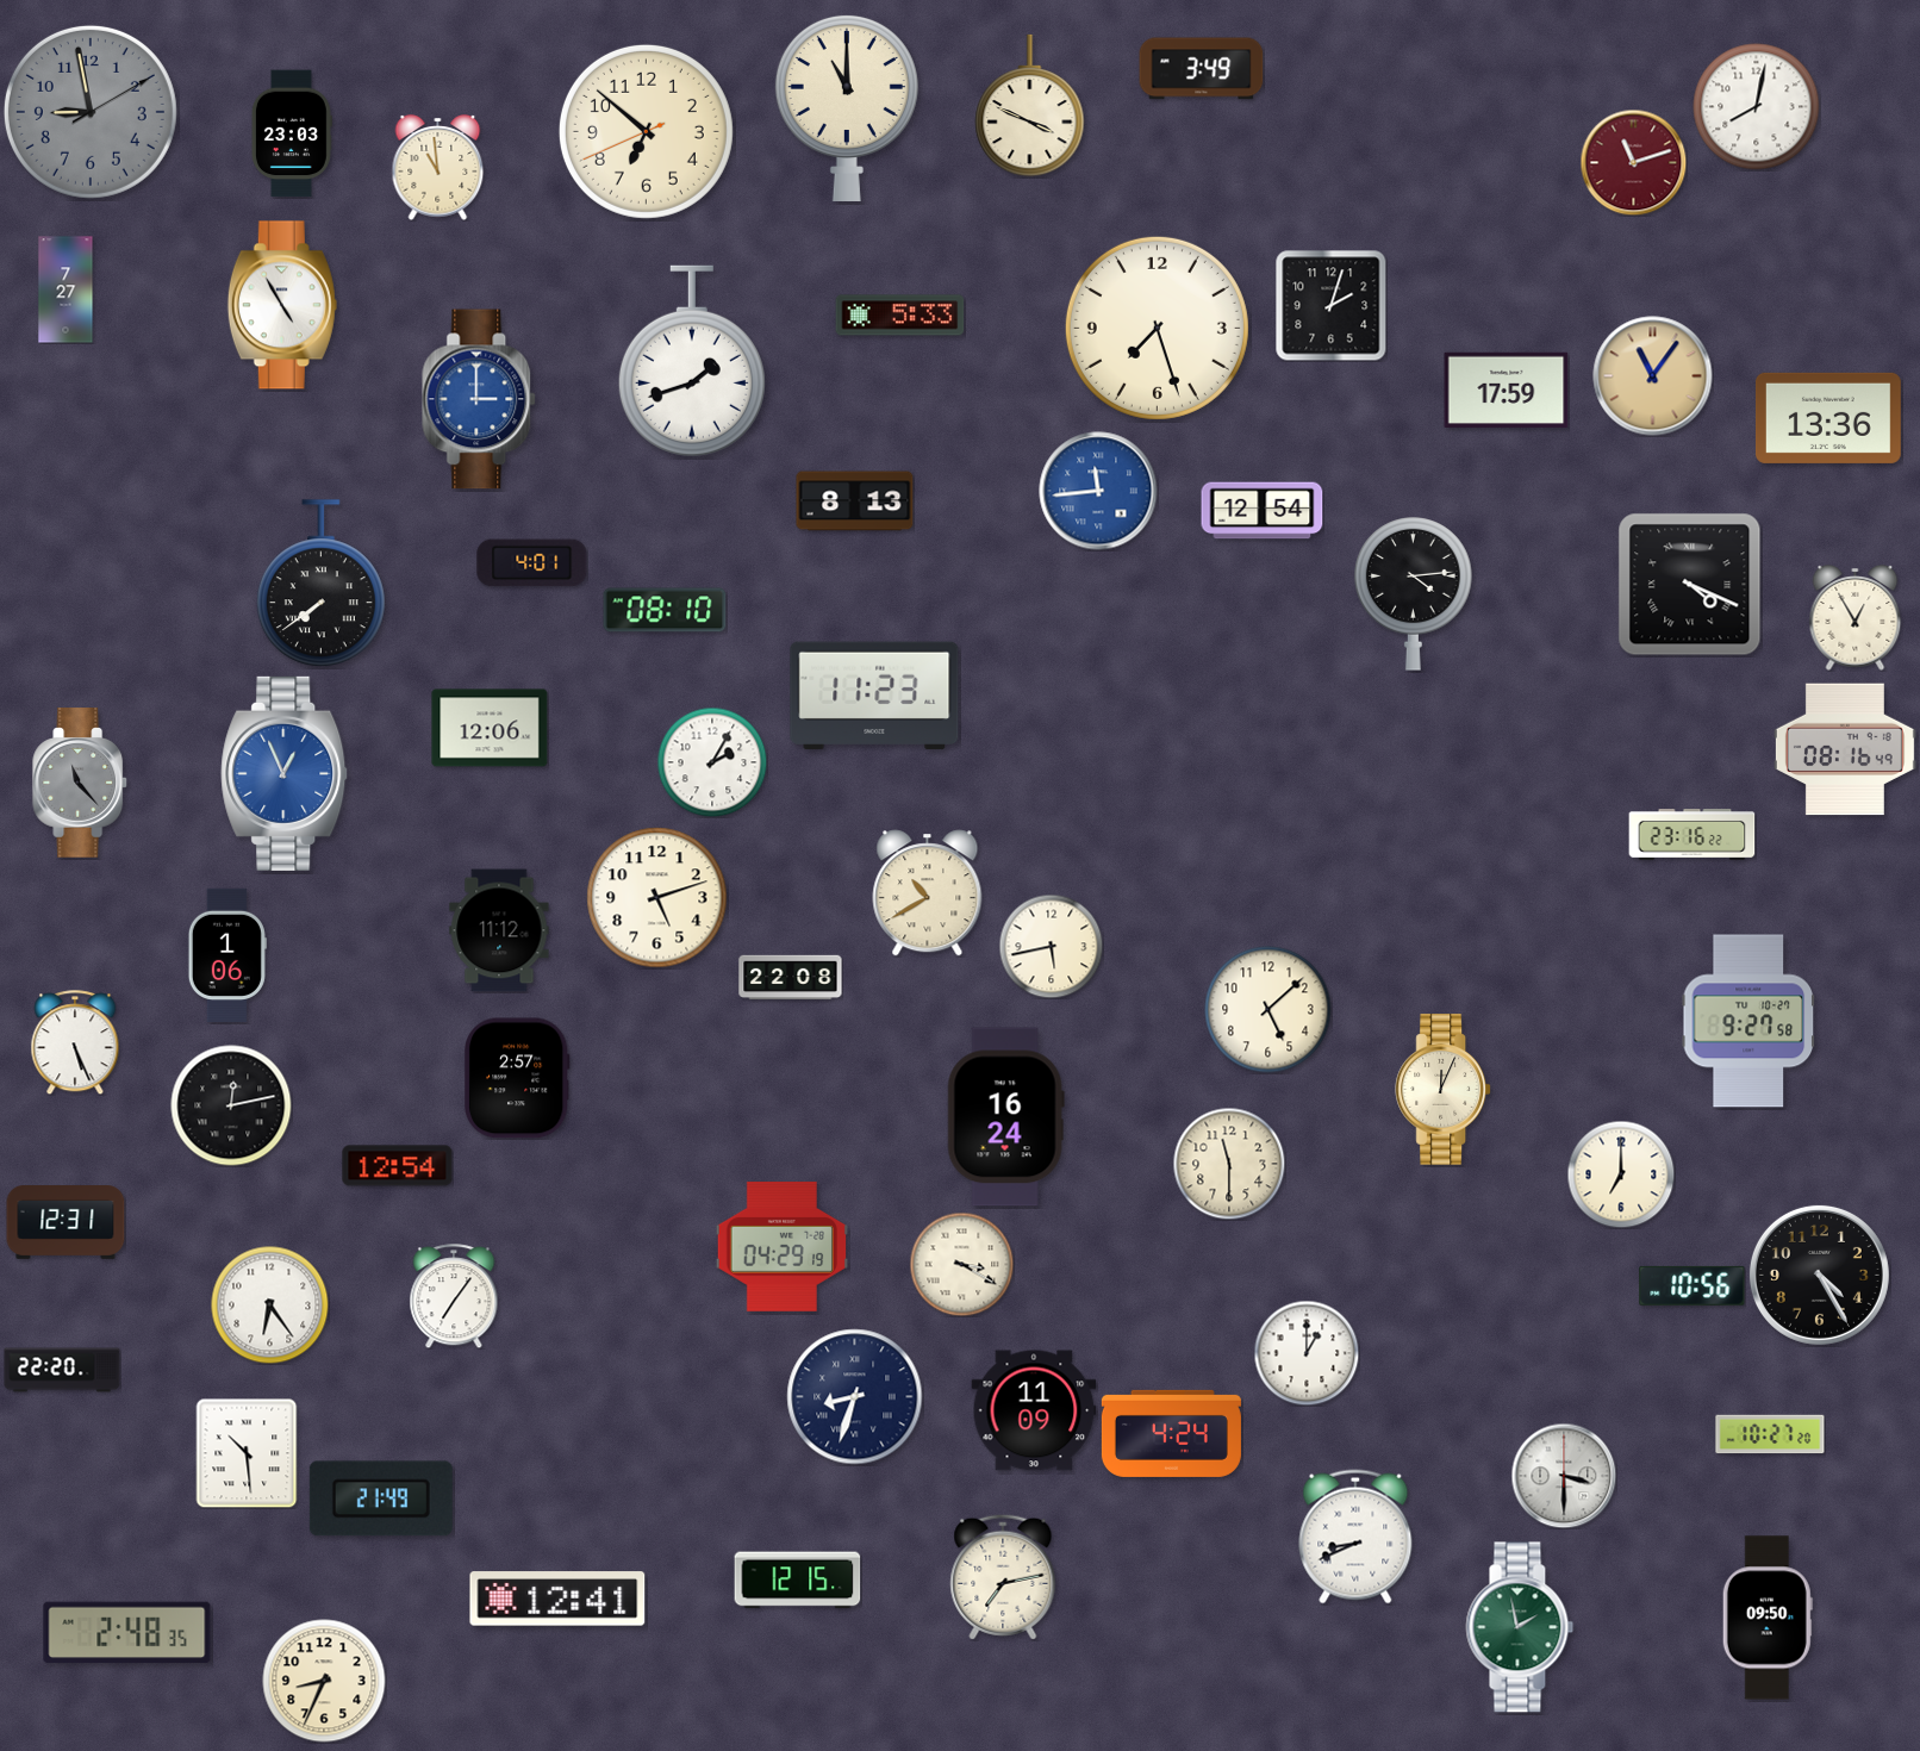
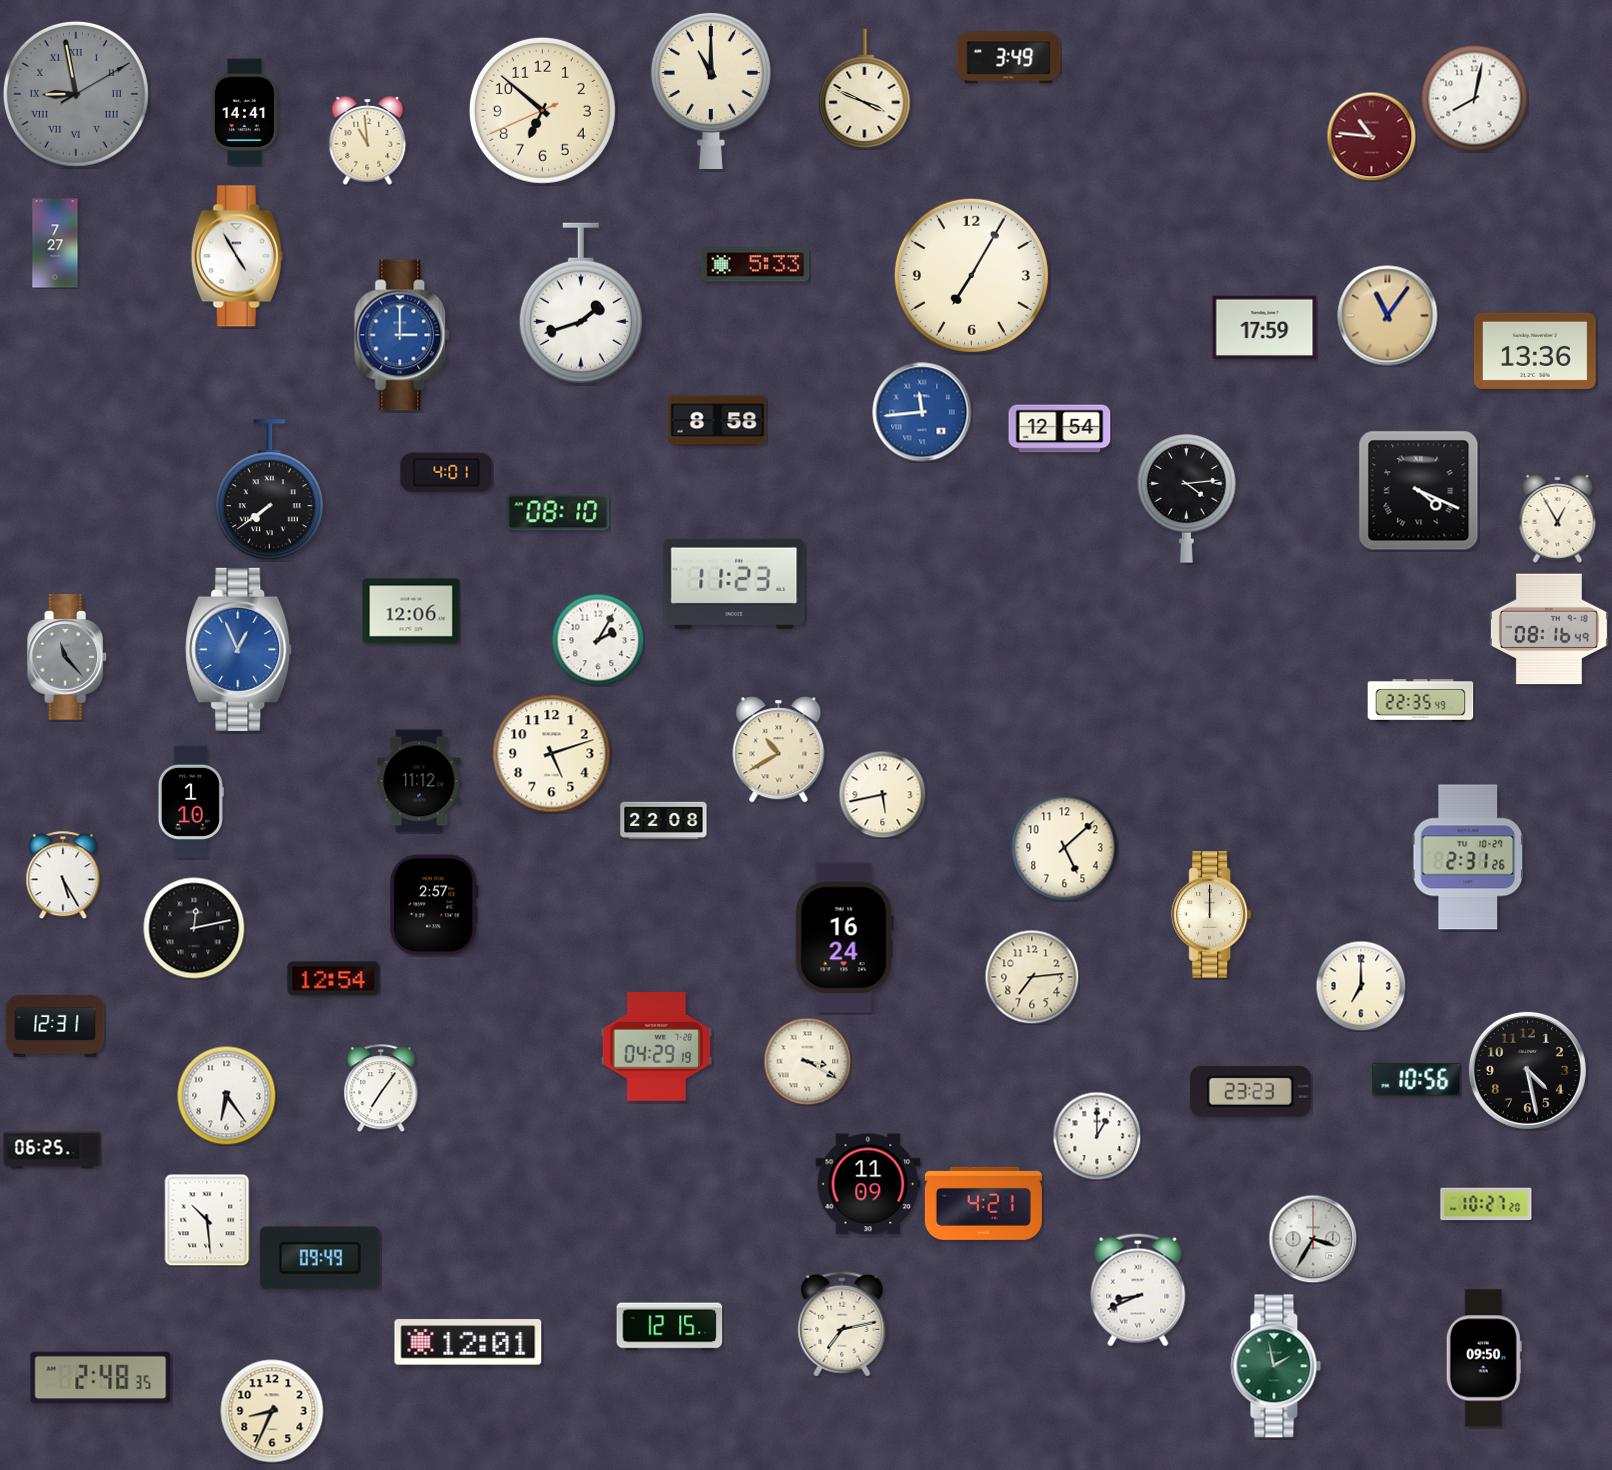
clock at (1757, 107) position: (1757, 107) -> (1475, 99)
clock at (91, 112) numerals: Arabic -> Roman
clock at (292, 133): 23:03 -> 14:41
clock at (1633, 162): 11:12 -> 10:46
clock at (1332, 306): 2:03 -> none
clock at (1157, 328): 7:27 -> 7:05
clock at (855, 501): 8:13 -> 8:58
clock at (1693, 835): 23:16 -> 22:35
clock at (227, 954): 1:06 -> 1:10
clock at (1748, 1021): 9:27 -> 2:31
clock at (75, 1042): 5:26 -> 5:25
clock at (1442, 1090): 12:04 -> 12:00
clock at (1229, 1164): 11:30 -> 7:14
clock at (1819, 1275): 4:25 -> 4:28
clock at (1693, 1285) position: (1693, 1285) -> (1417, 1079)
clock at (1250, 1091): none -> 23:23
clock at (62, 1370): 22:20 -> 06:25
clock at (855, 1397): 8:33 -> none
clock at (1171, 1433): 4:24 -> 4:21
clock at (1564, 1476): 3:30 -> 3:35
clock at (381, 1498): 21:49 -> 09:49
clock at (557, 1599): 12:41 -> 12:01
clock at (127, 1633) position: (127, 1633) -> (101, 1378)
